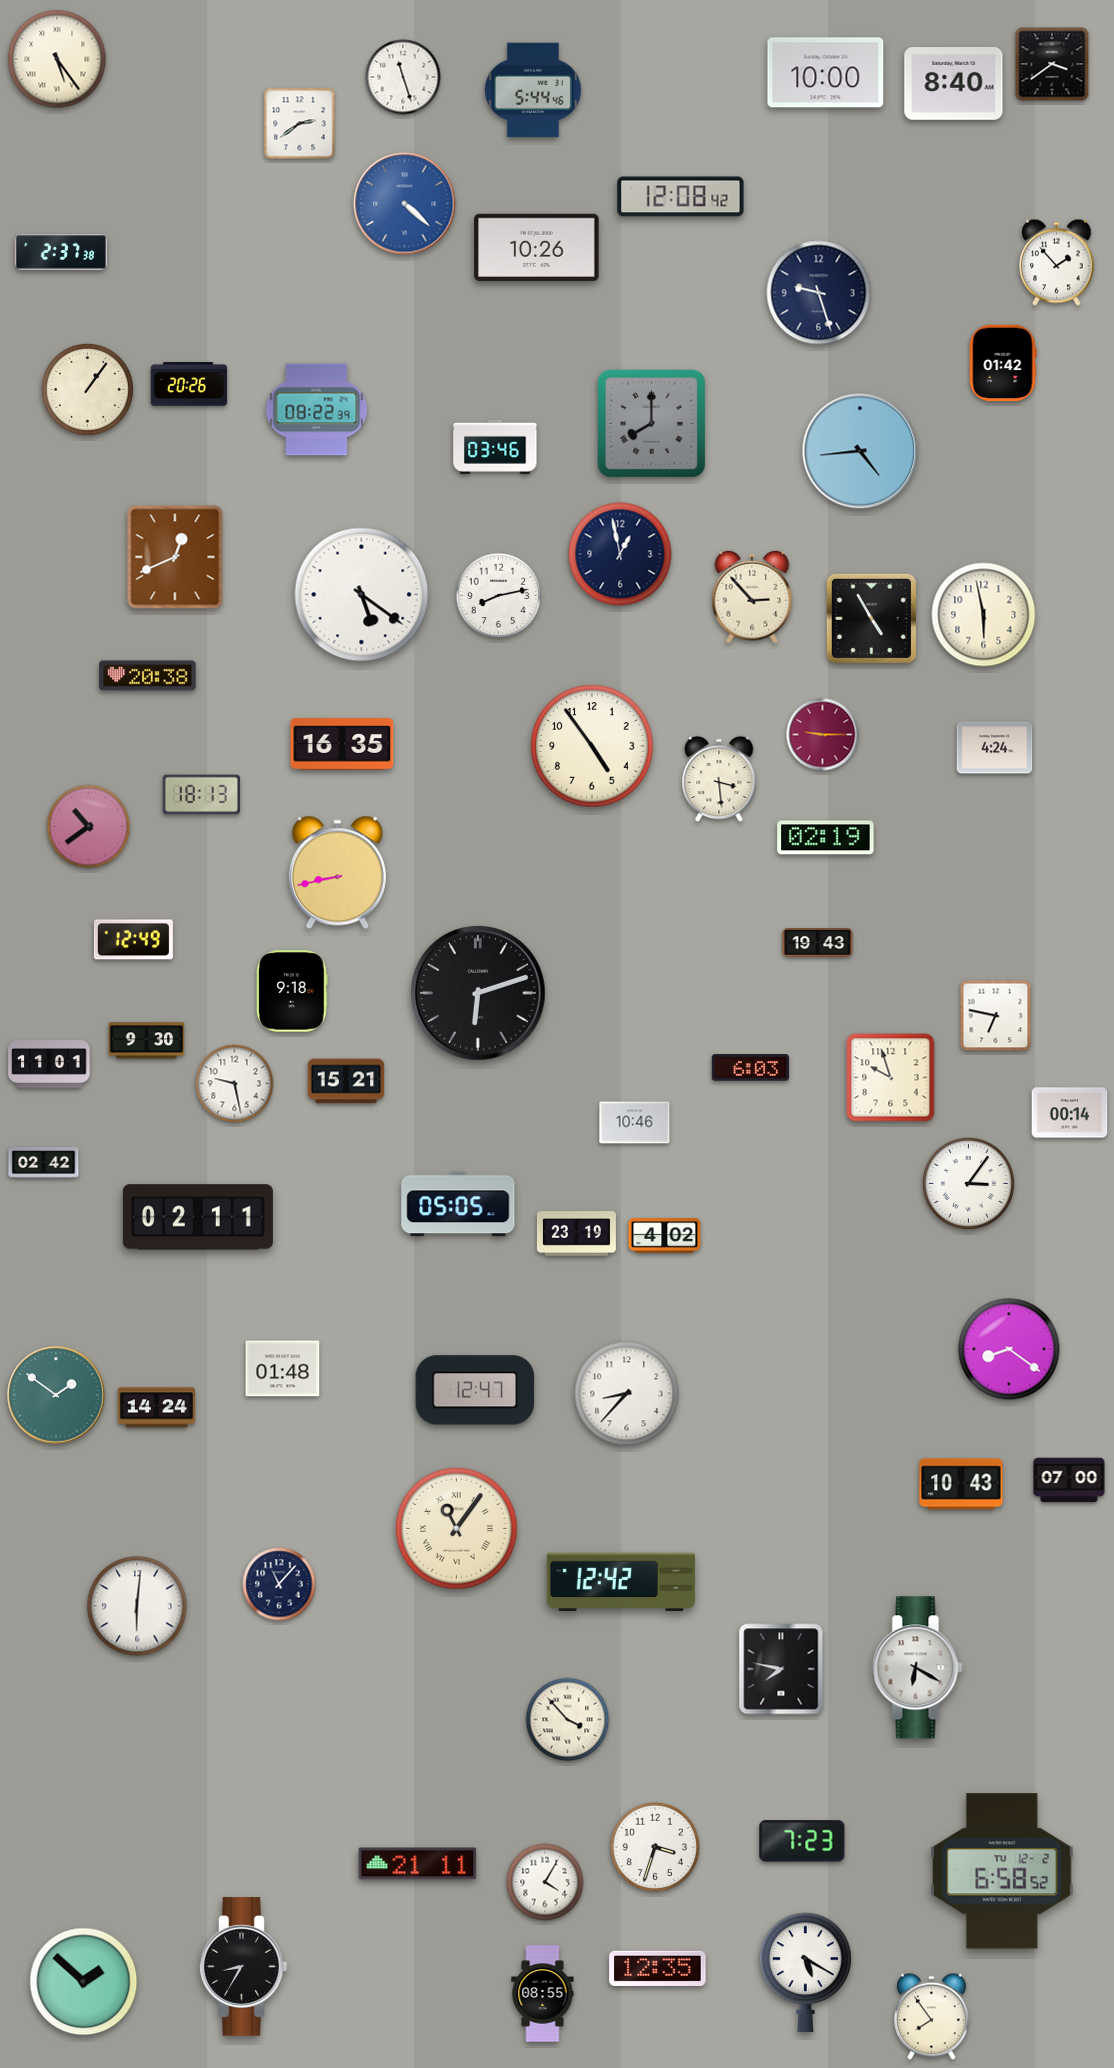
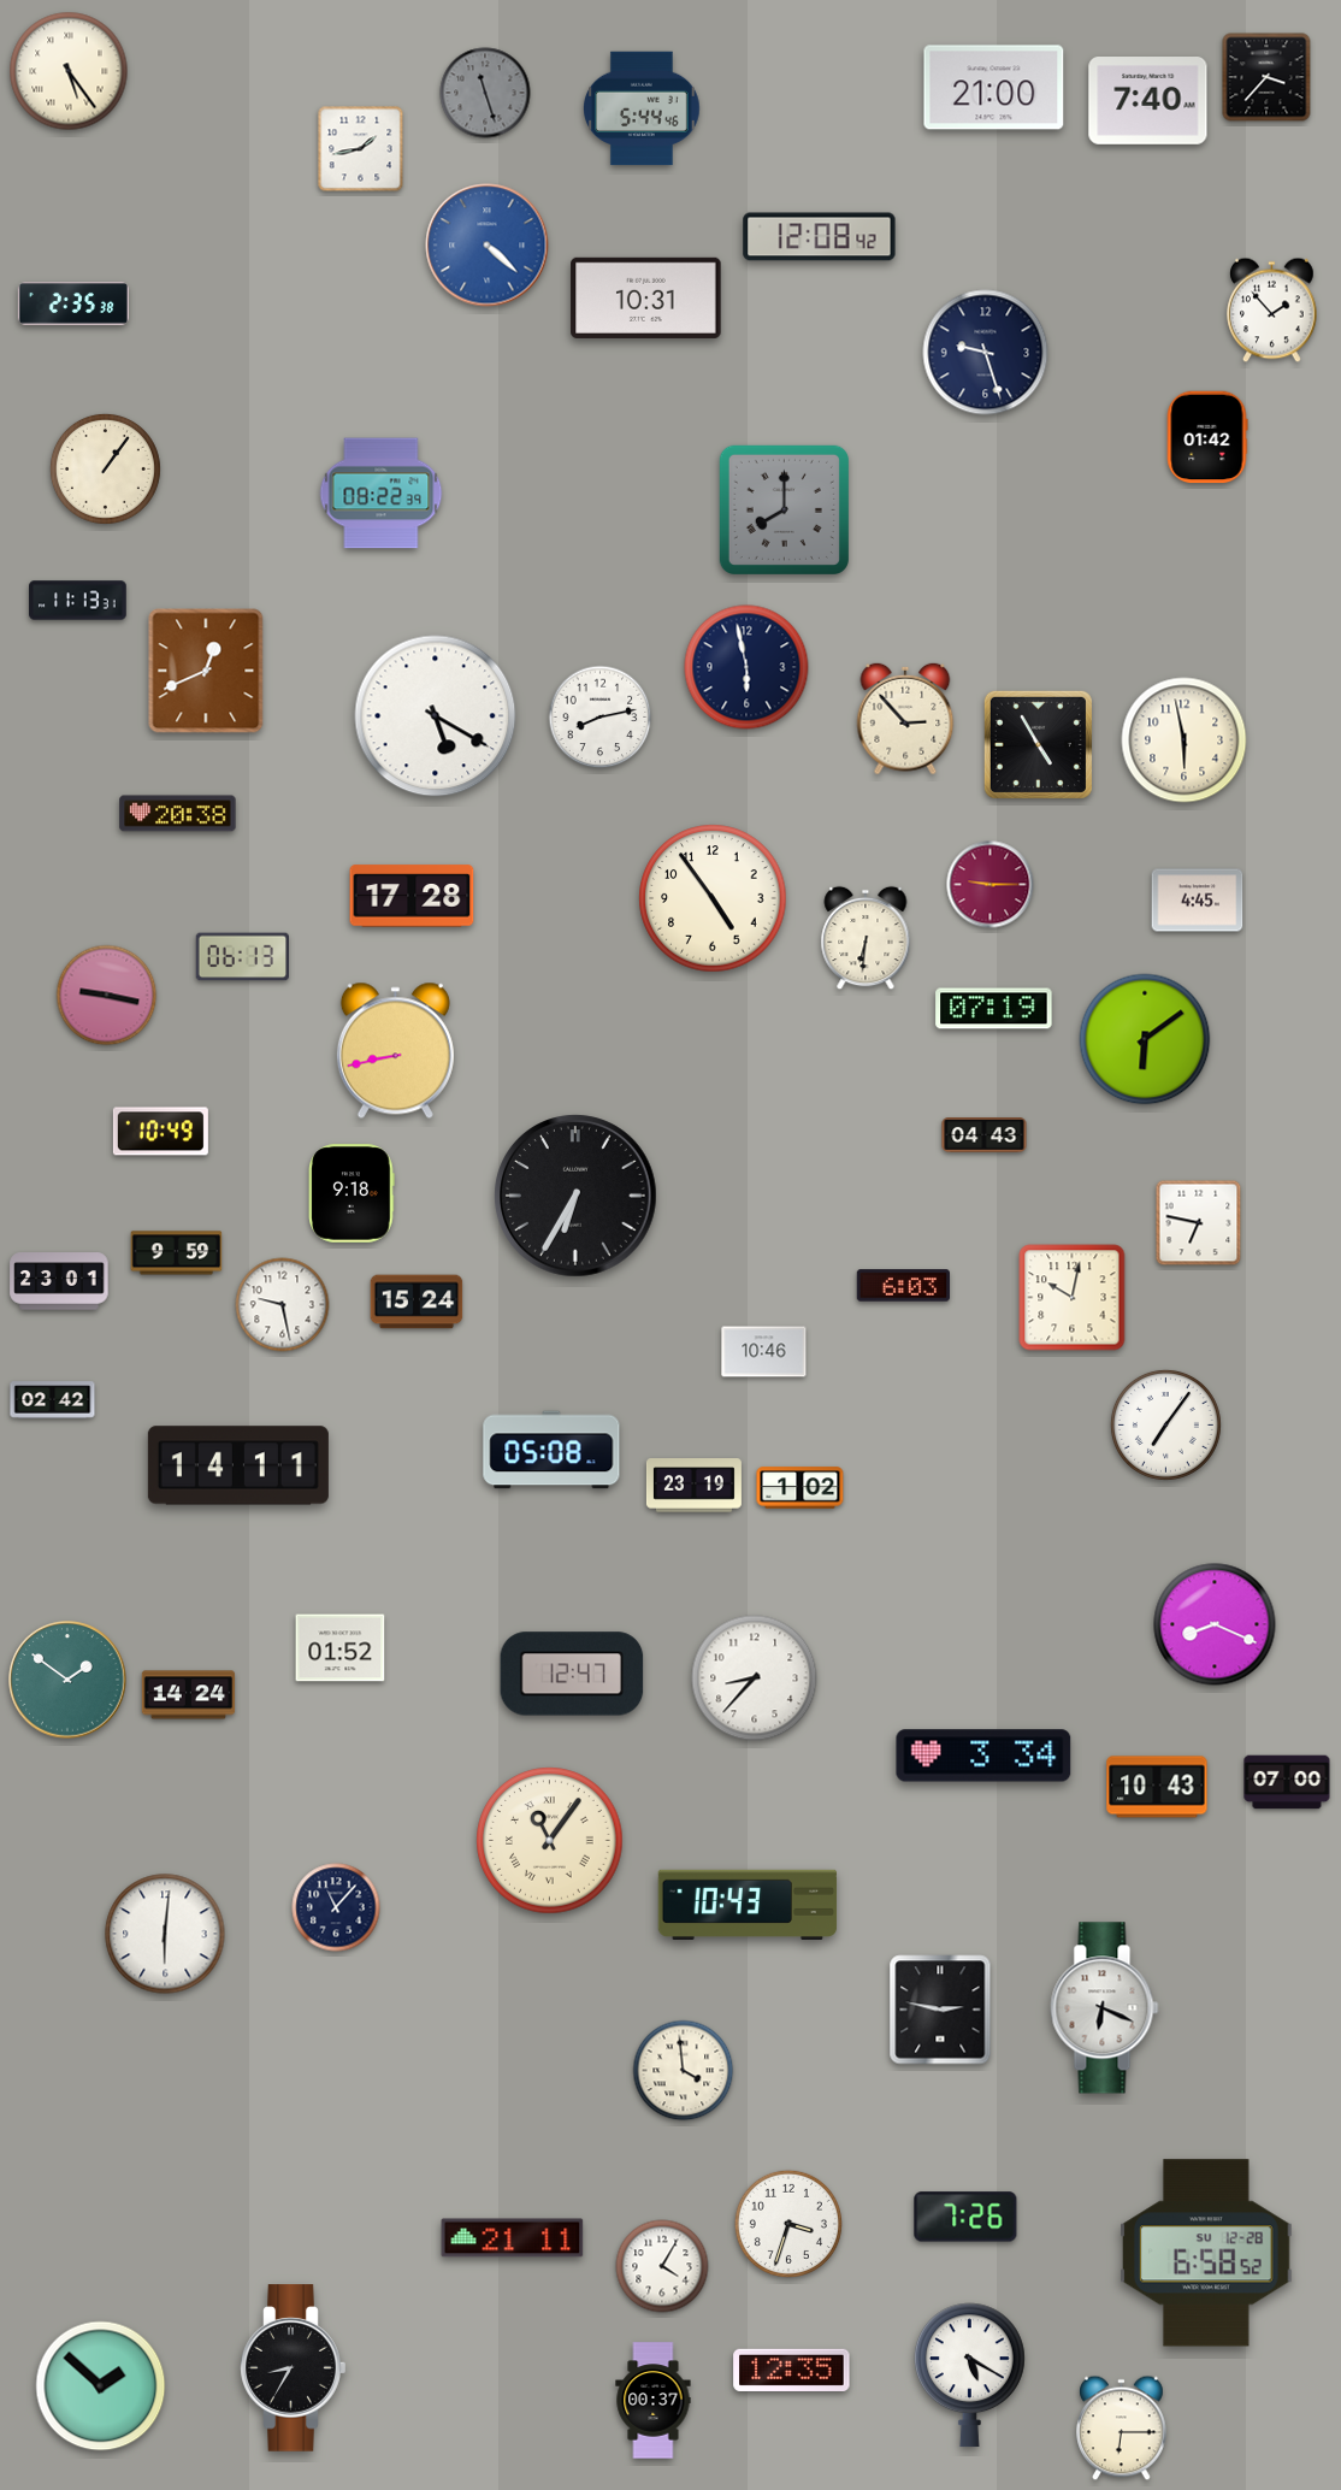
clock at (1052, 64): 3:39 -> 3:37
clock at (826, 73): 10:00 -> 21:00
clock at (403, 77) dial: white -> grey
clock at (954, 84): 8:40 -> 7:40
clock at (300, 124): 2:39 -> 1:43
clock at (537, 247): 10:26 -> 10:31
clock at (61, 253): 2:37 -> 2:35
clock at (1057, 263) position: (1057, 263) -> (1272, 311)
clock at (189, 384): 20:26 -> none
clock at (495, 447): 03:46 -> none
clock at (860, 451): 4:44 -> none
clock at (78, 601): none -> 11:13
clock at (620, 554): 12:58 -> 5:58
clock at (175, 557) position: (175, 557) -> (206, 671)
clock at (362, 595): 5:21 -> 5:20
clock at (871, 618) position: (871, 618) -> (1038, 744)
clock at (342, 744): 16:35 -> 17:28
clock at (995, 748): 4:24 -> 4:45
clock at (719, 779): 3:29 -> 6:31
clock at (201, 795): 18:13 -> 06:13
clock at (89, 827): 10:39 -> 9:17
clock at (826, 838): 02:19 -> 07:19
clock at (1145, 1039): none -> 6:09
clock at (337, 873) position: (337, 873) -> (395, 1051)
clock at (133, 940): 12:49 -> 10:49
clock at (818, 943): 19:43 -> 04:43
clock at (478, 993): 6:12 -> 6:35
clock at (147, 1041): 9:30 -> 9:59
clock at (49, 1064): 11:01 -> 23:01
clock at (891, 1078): 9:57 -> 10:02
clock at (346, 1081): 15:21 -> 15:24
clock at (1070, 1113): 00:14 -> none
clock at (968, 1183): 3:06 -> 7:06
clock at (458, 1204): 05:05 -> 05:08
clock at (198, 1217): 02:11 -> 14:11
clock at (665, 1236): 4:02 -> 1:02
clock at (1009, 1349): 8:21 -> 8:19
clock at (283, 1369): 01:48 -> 01:52
clock at (983, 1756): none -> 3:34
clock at (621, 1582): 12:42 -> 10:43
clock at (918, 1668): 6:20 -> 6:19
clock at (781, 1669): 7:47 -> 2:47
clock at (568, 1720): 3:53 -> 3:59
clock at (802, 1841): 7:23 -> 7:26
clock at (418, 1864) position: (418, 1864) -> (513, 2238)
clock at (1003, 1871) date: TU 12-2 -> SU 12-28
clock at (545, 1882) position: (545, 1882) -> (662, 2266)
clock at (543, 1994): 08:55 -> 00:37
clock at (932, 2017): 7:54 -> 6:15
